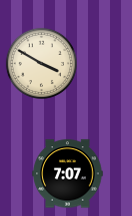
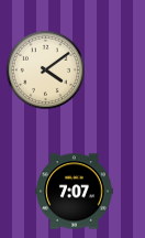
clock at (41, 63): 3:50 -> 4:09
